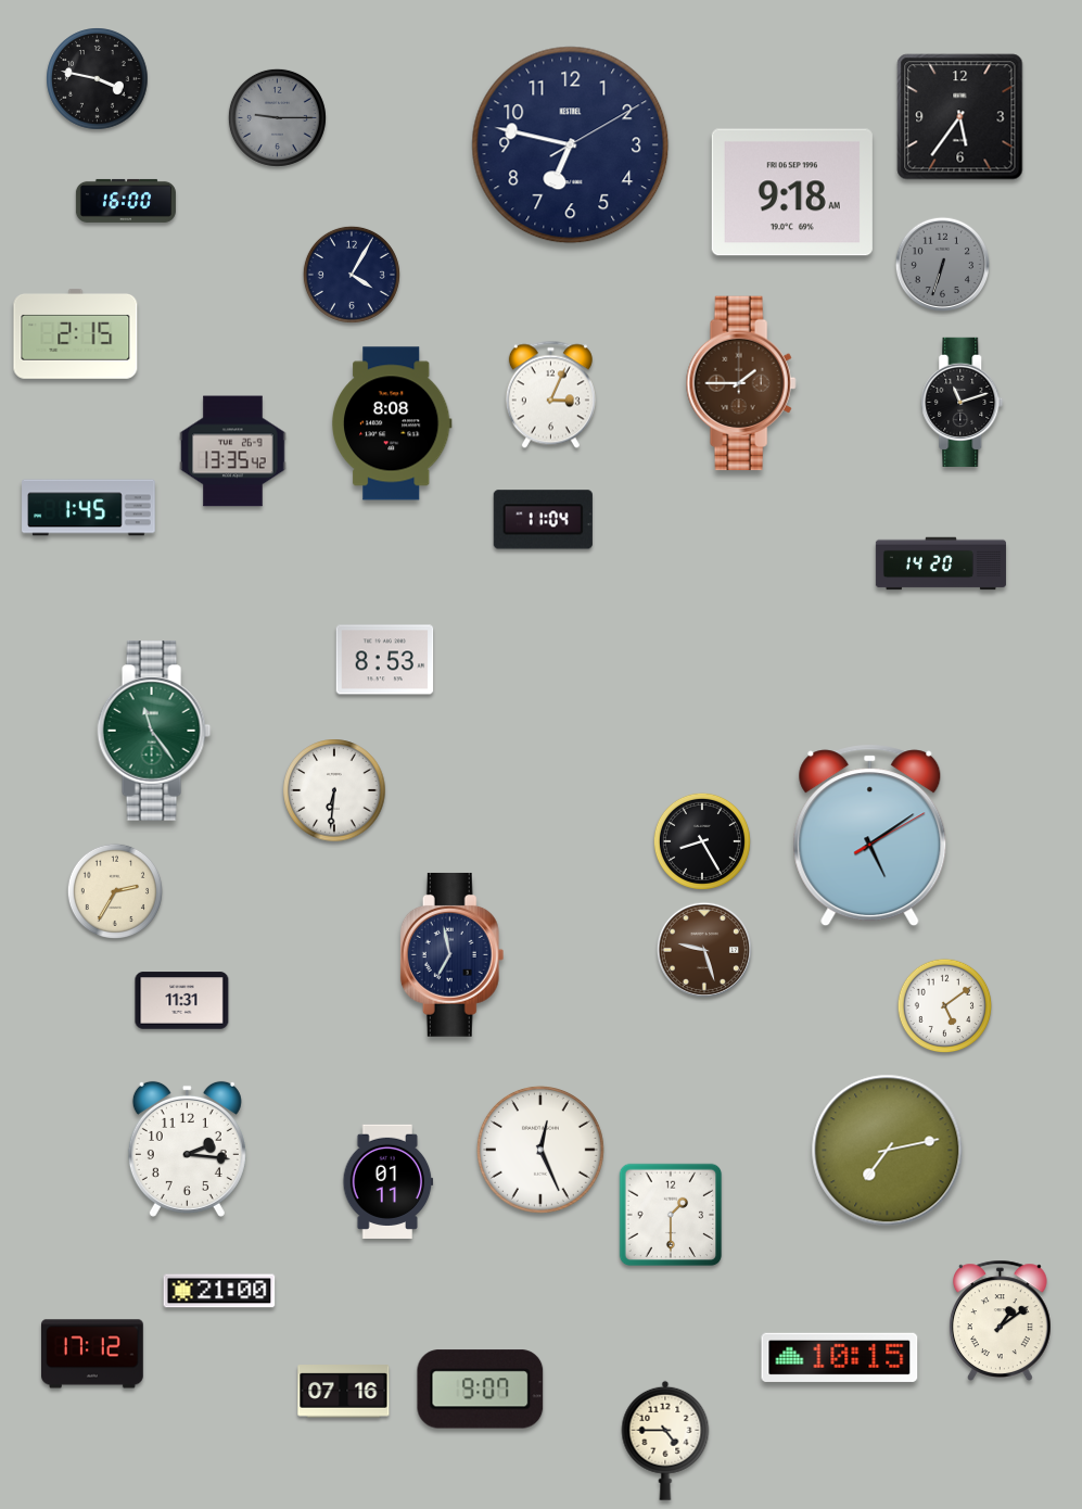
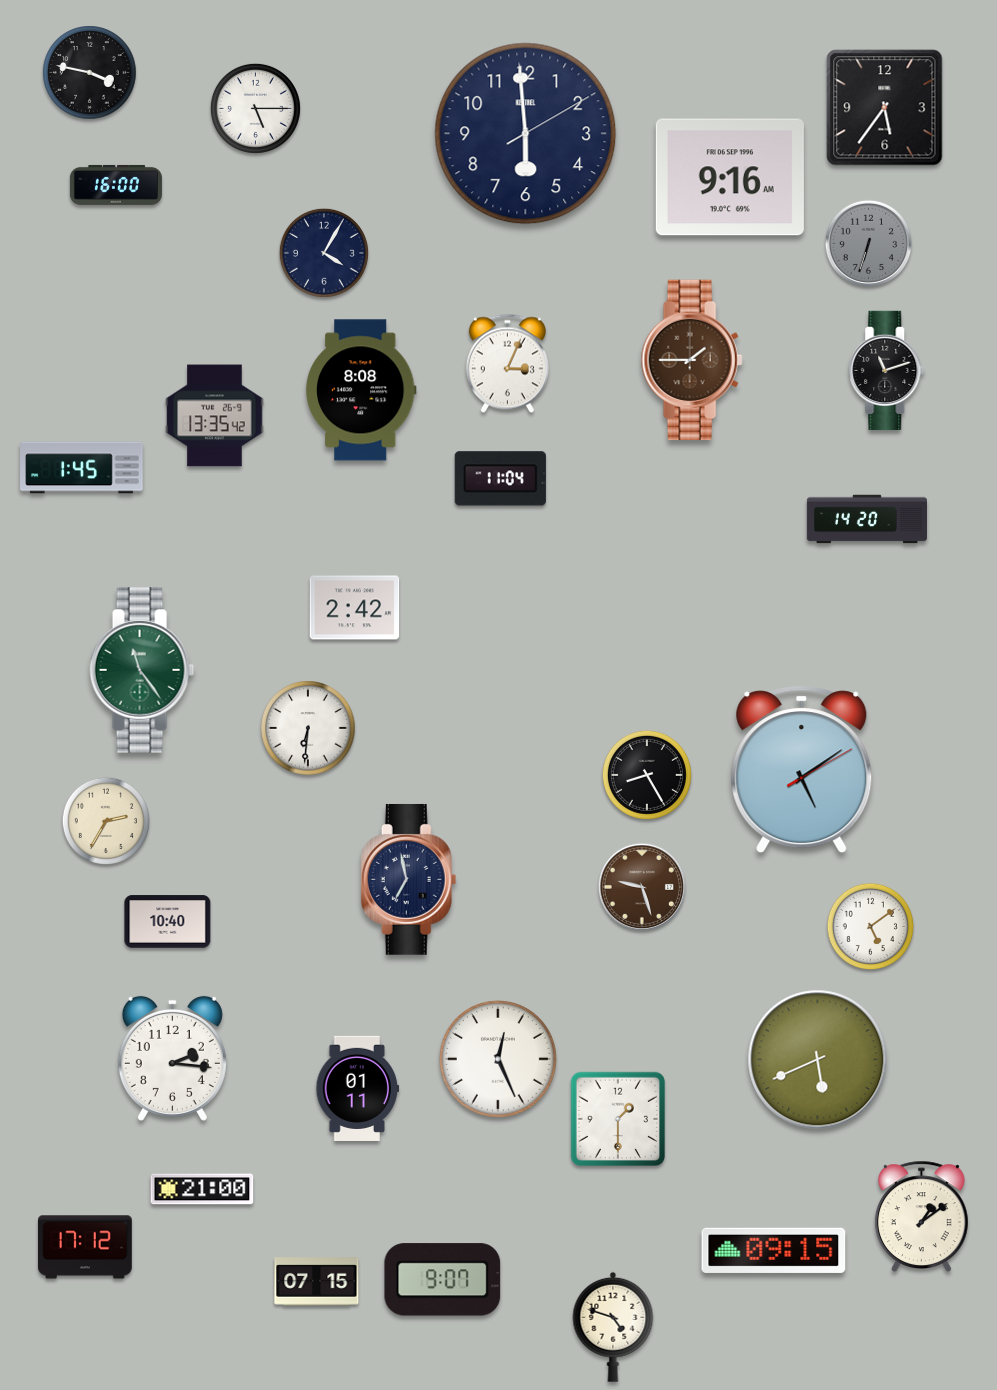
clock at (277, 117): 9:15 -> 5:15
clock at (277, 117) dial: grey -> white
clock at (571, 145): 6:47 -> 5:59
clock at (792, 192): 9:18 -> 9:16
clock at (76, 333): 2:15 -> none
clock at (741, 383) position: (741, 383) -> (692, 360)
clock at (385, 660): 8:53 -> 2:42
clock at (154, 732) position: (154, 732) -> (142, 671)
clock at (704, 950) position: (704, 950) -> (642, 887)
clock at (453, 954) position: (453, 954) -> (409, 879)
clock at (182, 1001): 11:31 -> 10:40
clock at (888, 1151): 7:13 -> 5:41
clock at (840, 1357): 10:15 -> 09:15
clock at (344, 1392): 07:16 -> 07:15
clock at (665, 1441): 4:45 -> 4:48
